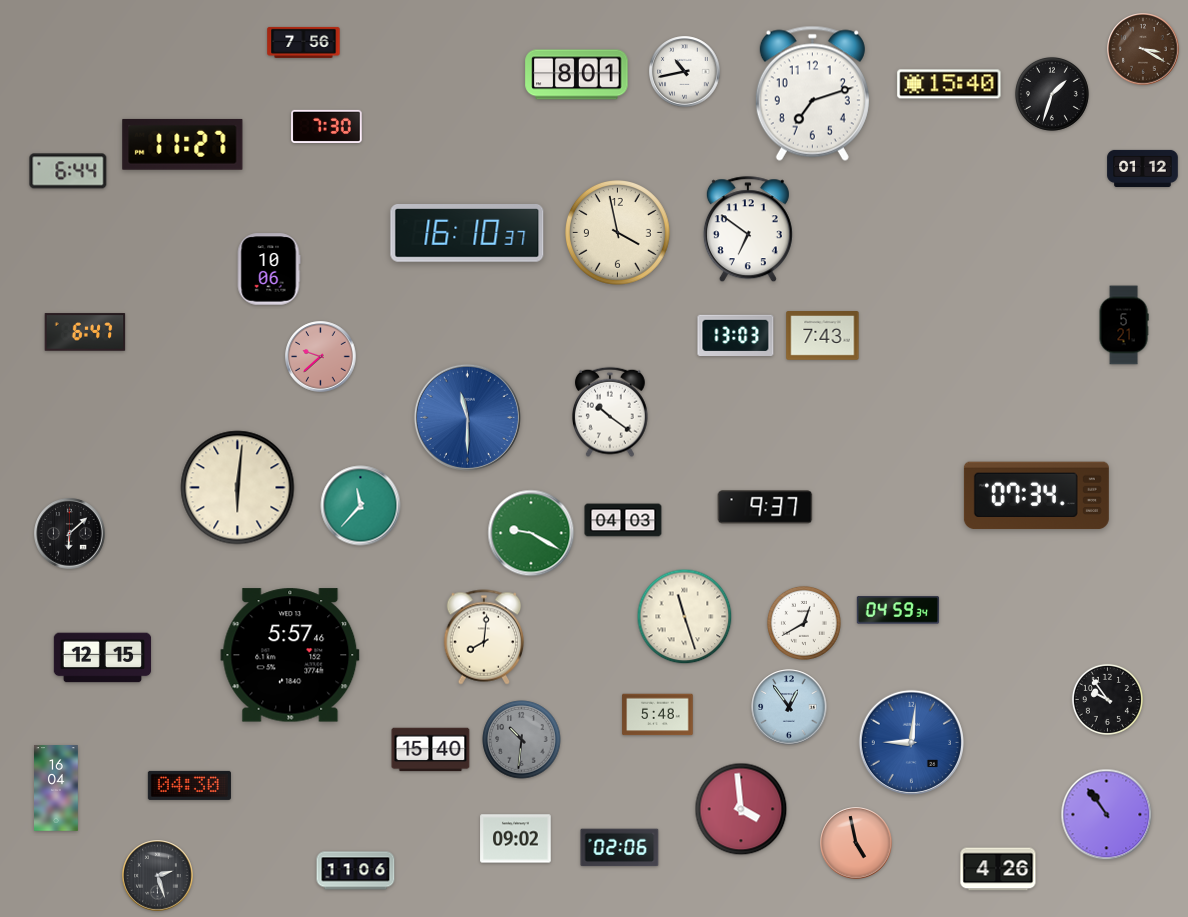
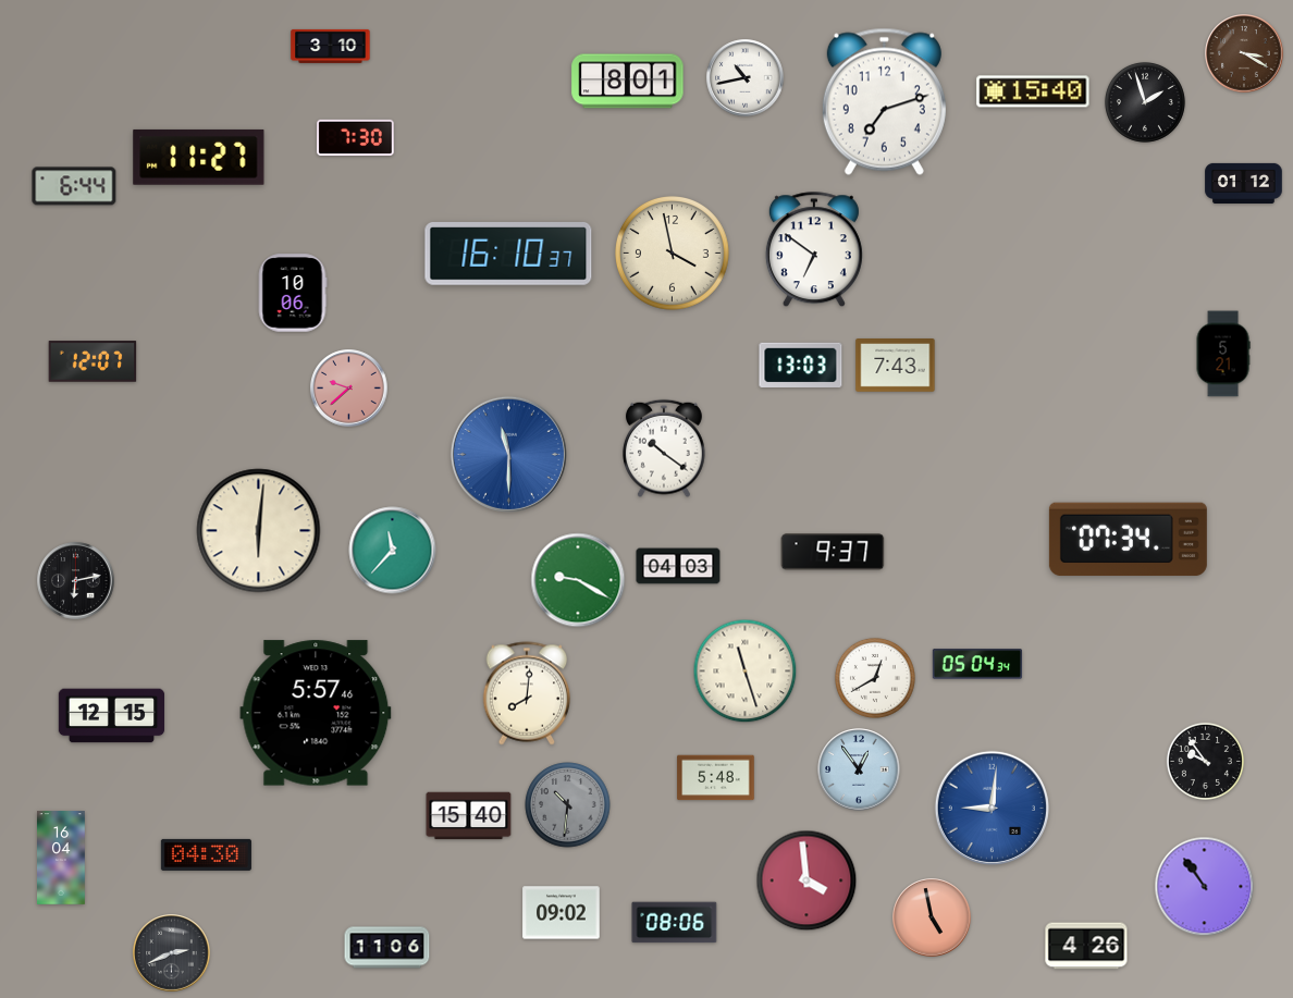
clock at (304, 42): 7:56 -> 3:10
clock at (1052, 94): 1:33 -> 1:57
clock at (85, 332): 6:47 -> 12:07
clock at (70, 534): 6:08 -> 6:13
clock at (898, 610): 04:59 -> 05:04
clock at (620, 848): 02:06 -> 08:06
clock at (158, 876): 2:27 -> 2:41
